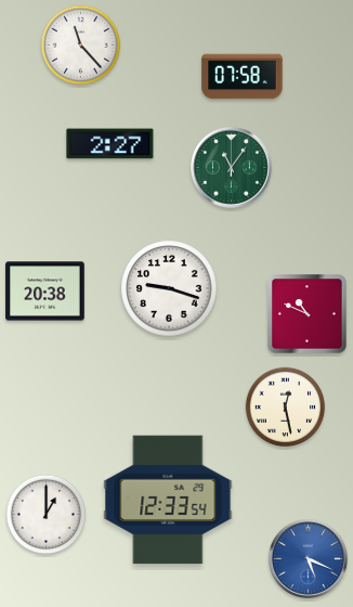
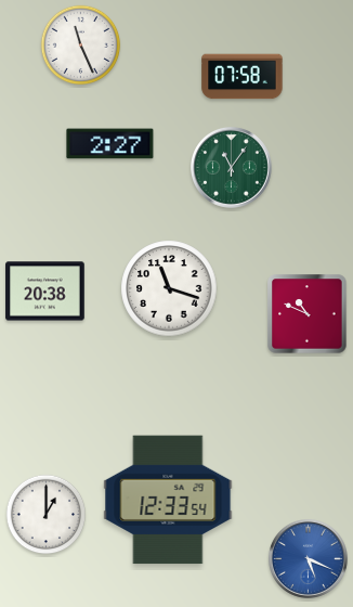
clock at (81, 46): 11:23 -> 11:26
clock at (169, 288): 9:18 -> 11:18
clock at (286, 408): 12:28 -> none
